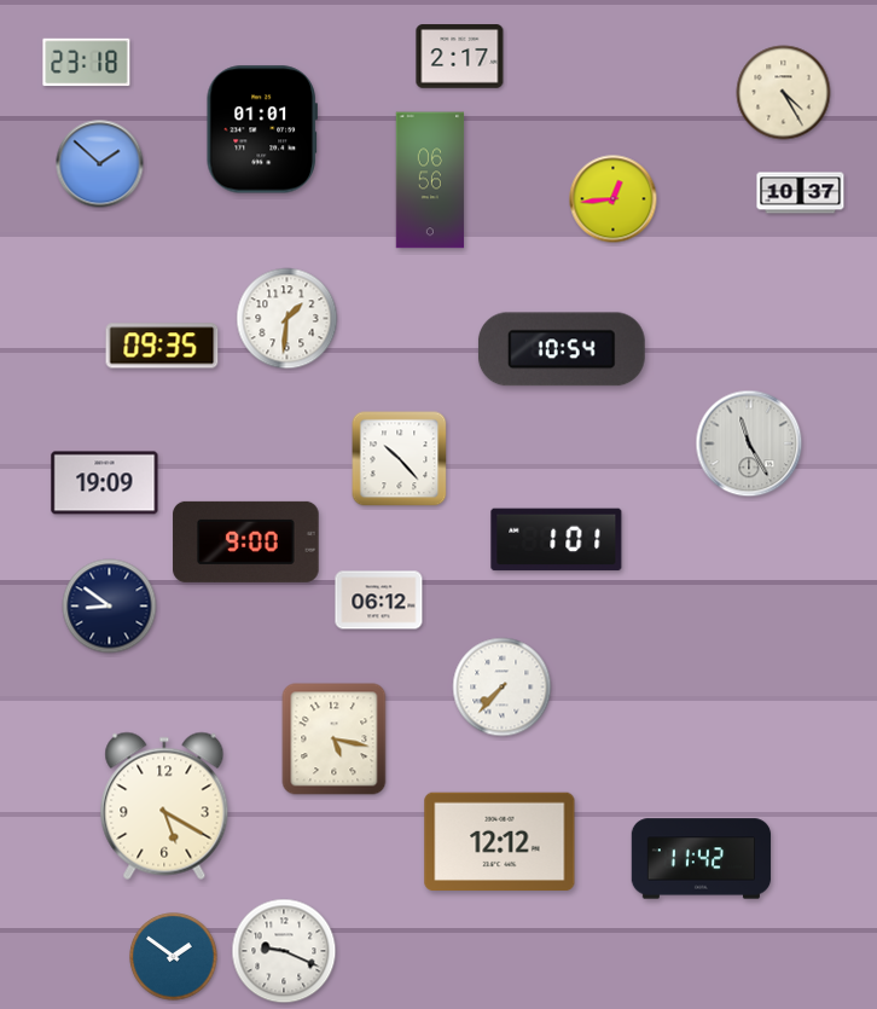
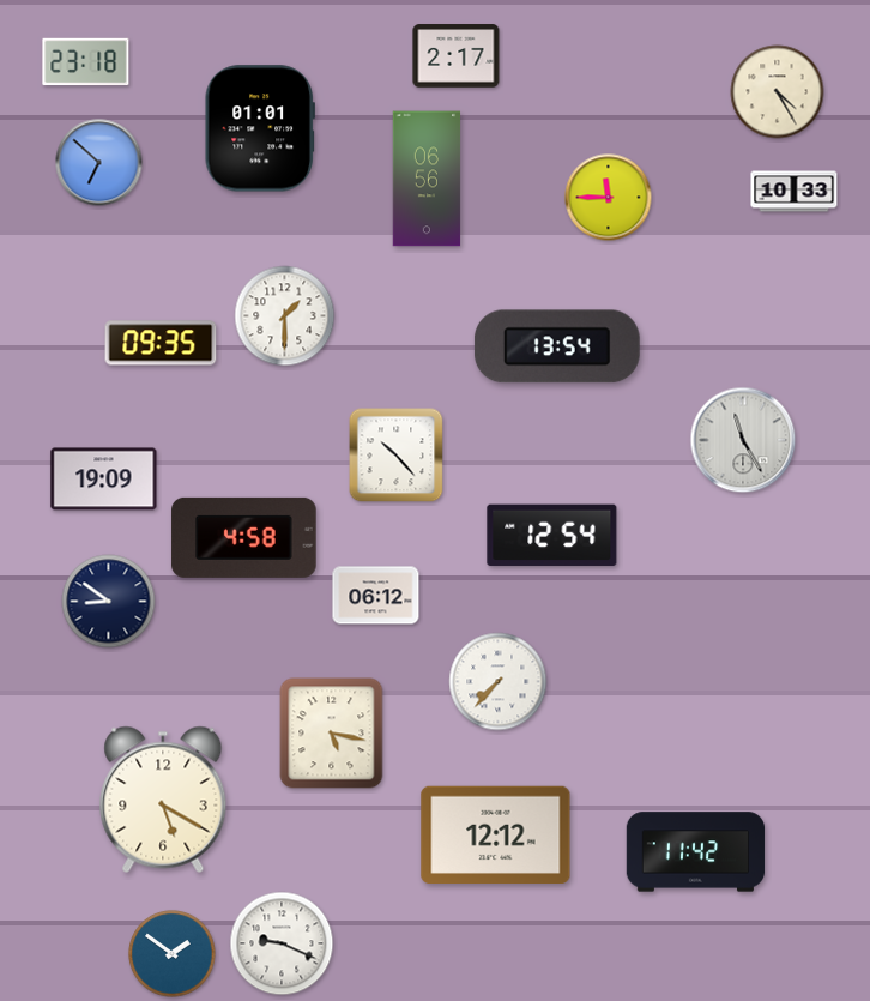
clock at (100, 164): 1:52 -> 6:52
clock at (801, 193): 10:37 -> 10:33
clock at (614, 199): 12:44 -> 11:45
clock at (288, 319): 1:31 -> 1:30
clock at (562, 349): 10:54 -> 13:54
clock at (557, 540): 1:01 -> 12:54
clock at (246, 541): 9:00 -> 4:58
clock at (174, 957) position: (174, 957) -> (173, 954)
